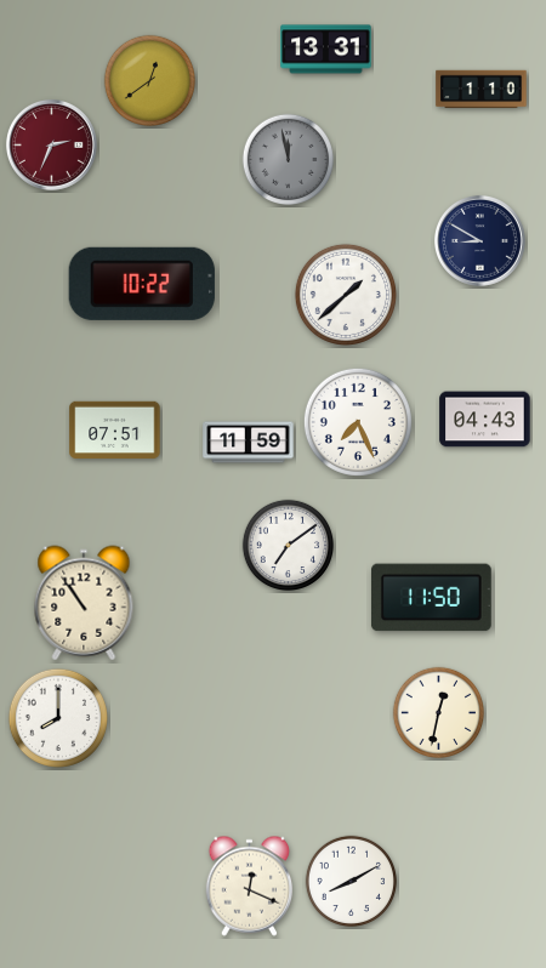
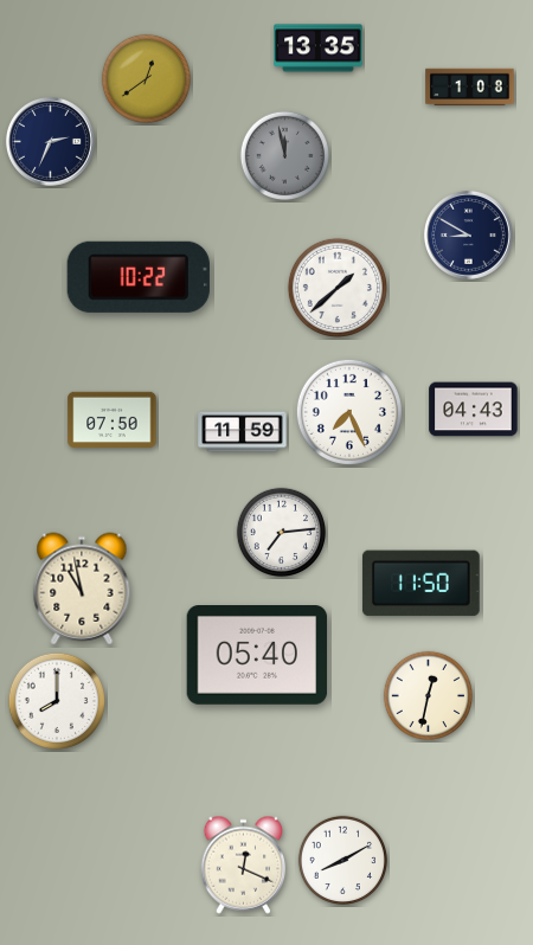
clock at (326, 50): 13:31 -> 13:35
clock at (482, 90): 1:10 -> 1:08
clock at (51, 144) dial: burgundy -> navy
clock at (289, 160) position: (289, 160) -> (285, 156)
clock at (115, 431): 07:51 -> 07:50
clock at (289, 546): 7:09 -> 7:14
clock at (84, 603): 10:54 -> 10:58
clock at (257, 656): none -> 05:40
